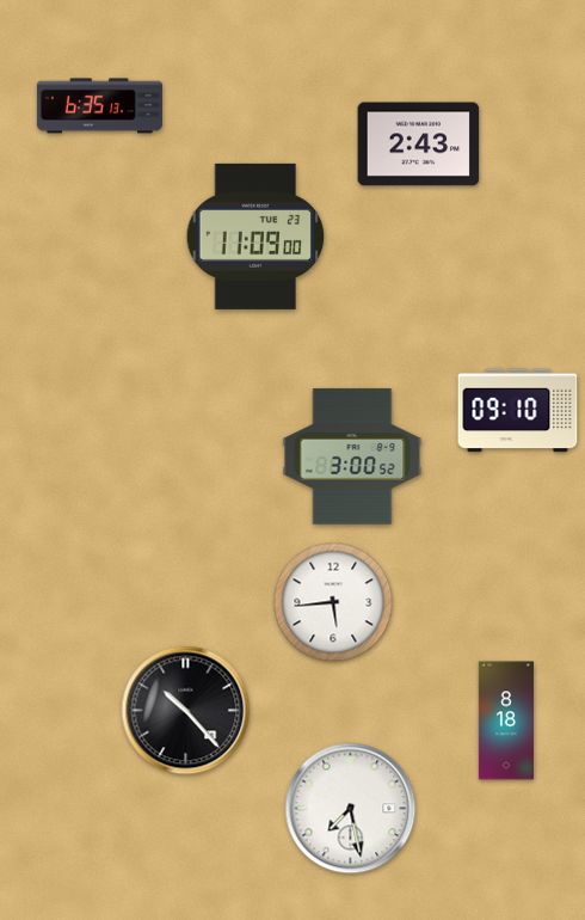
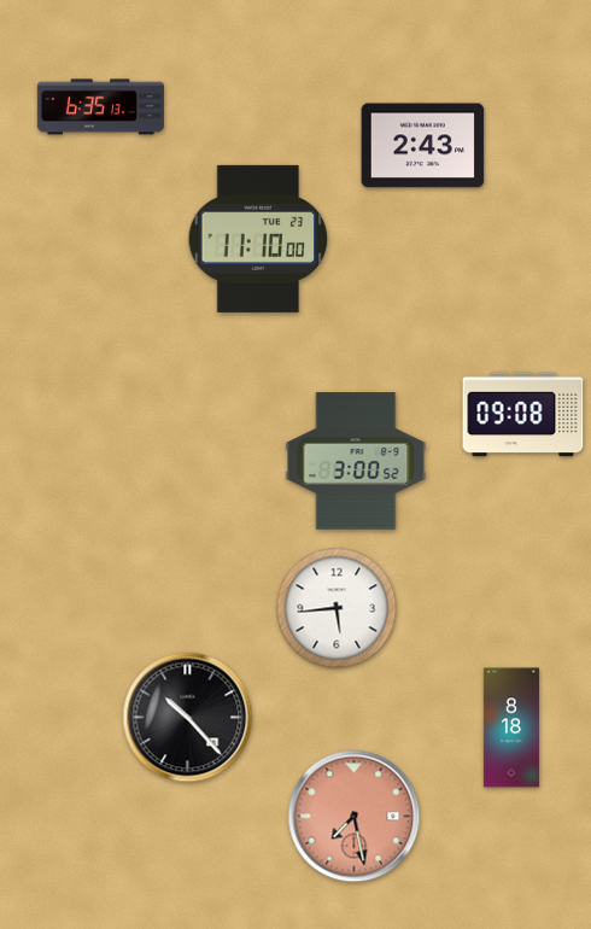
clock at (255, 237): 11:09 -> 11:10
clock at (518, 411): 09:10 -> 09:08
clock at (351, 809) dial: white -> salmon
